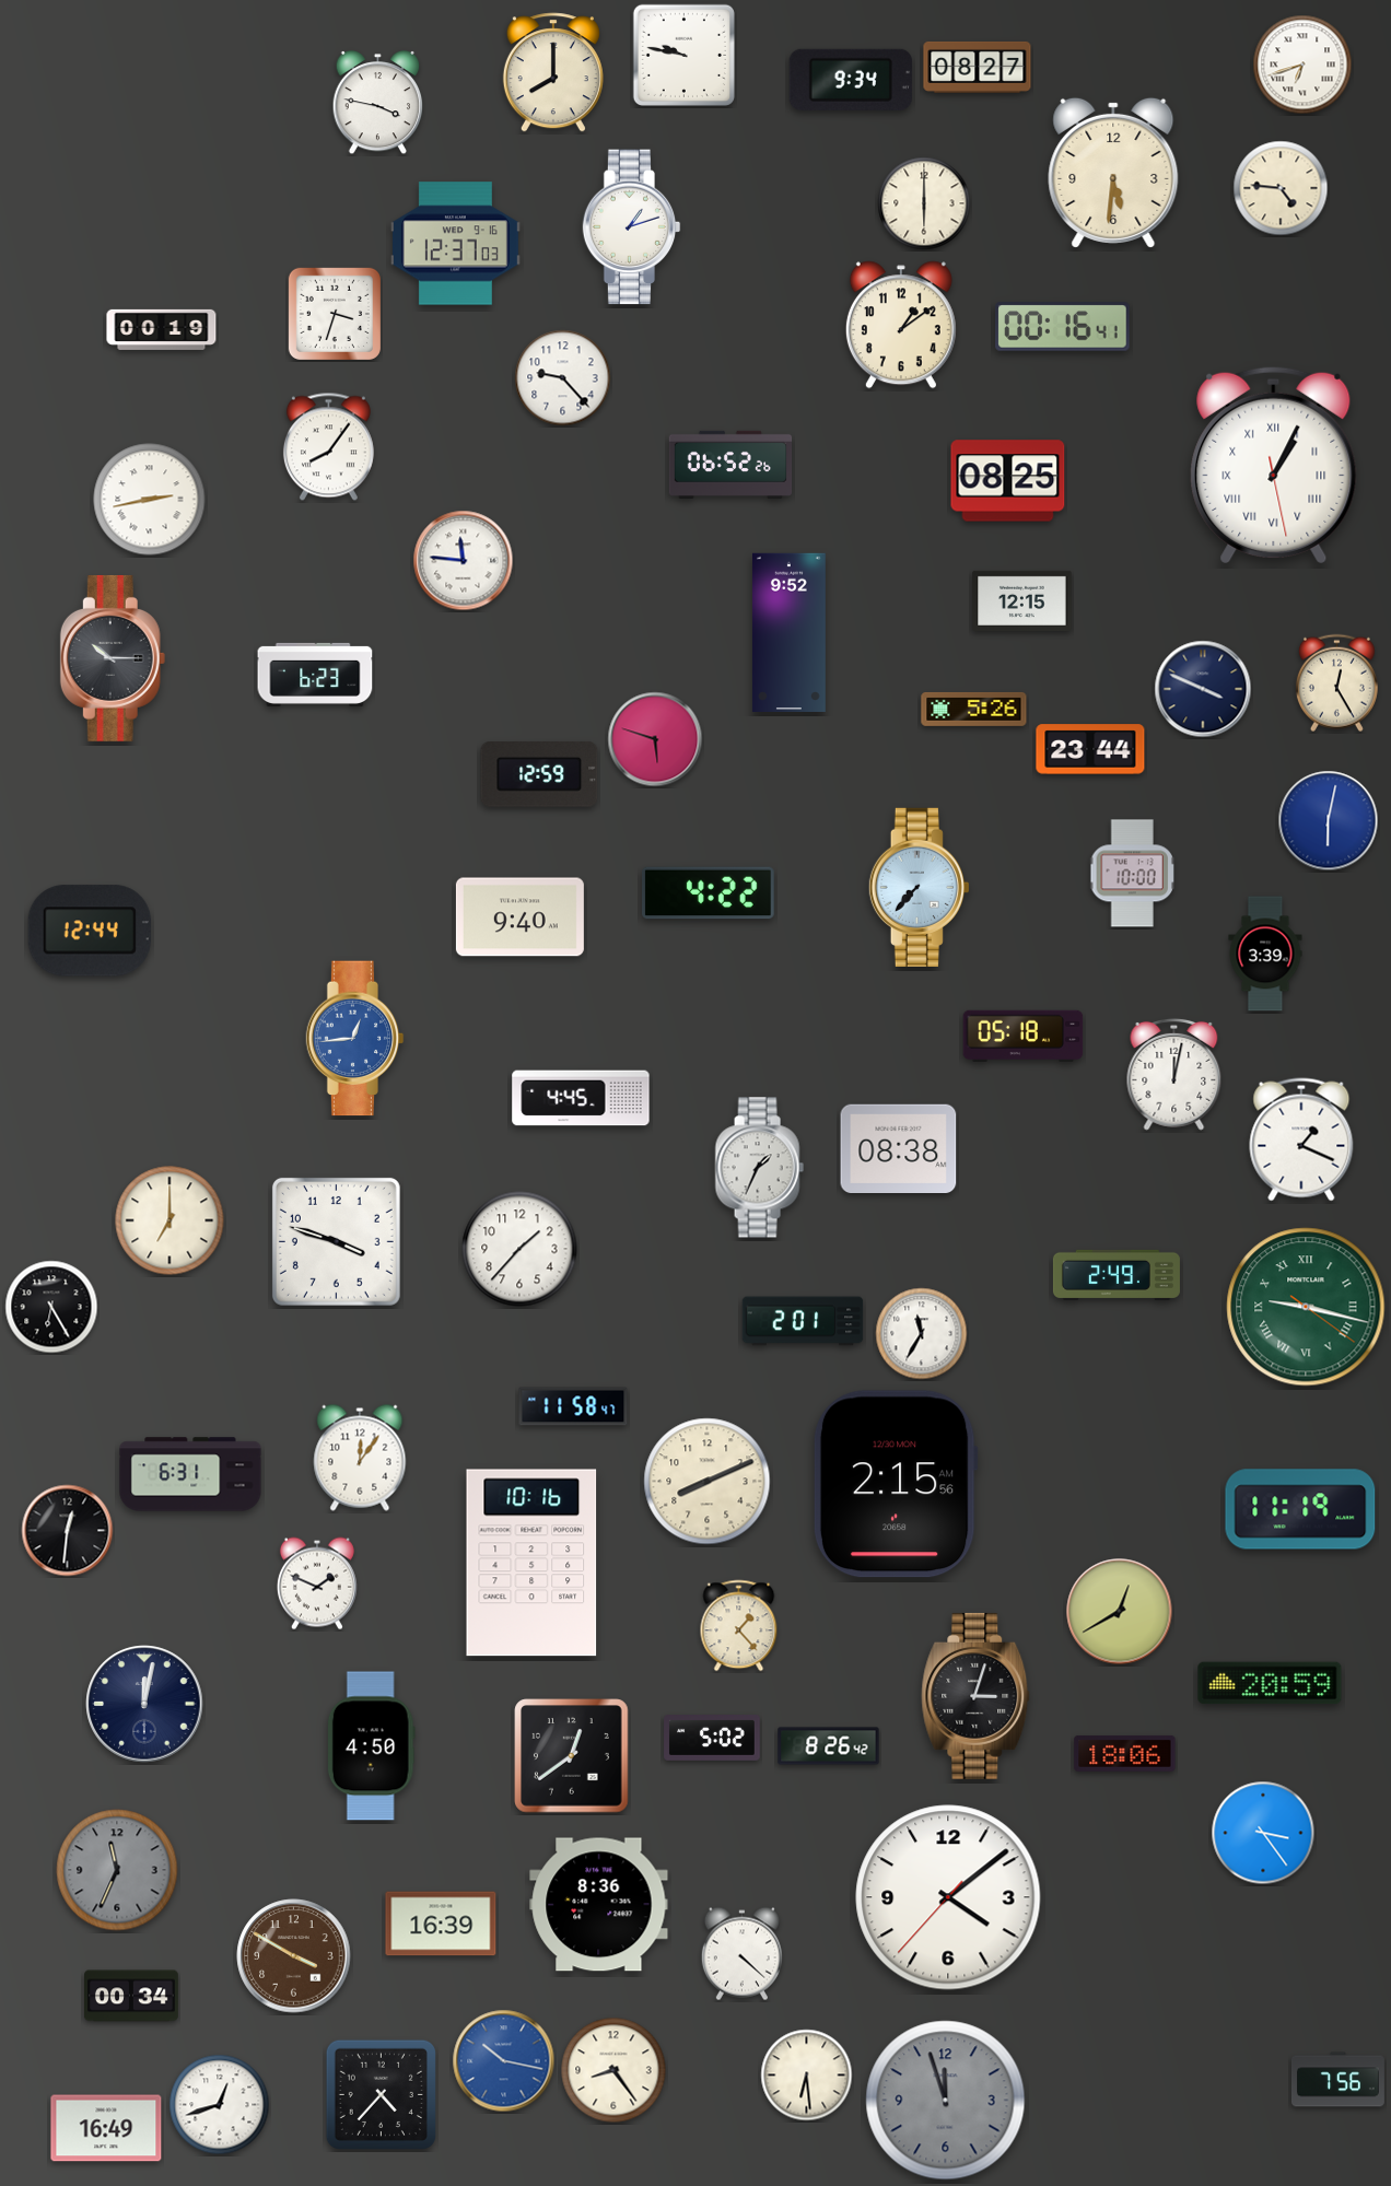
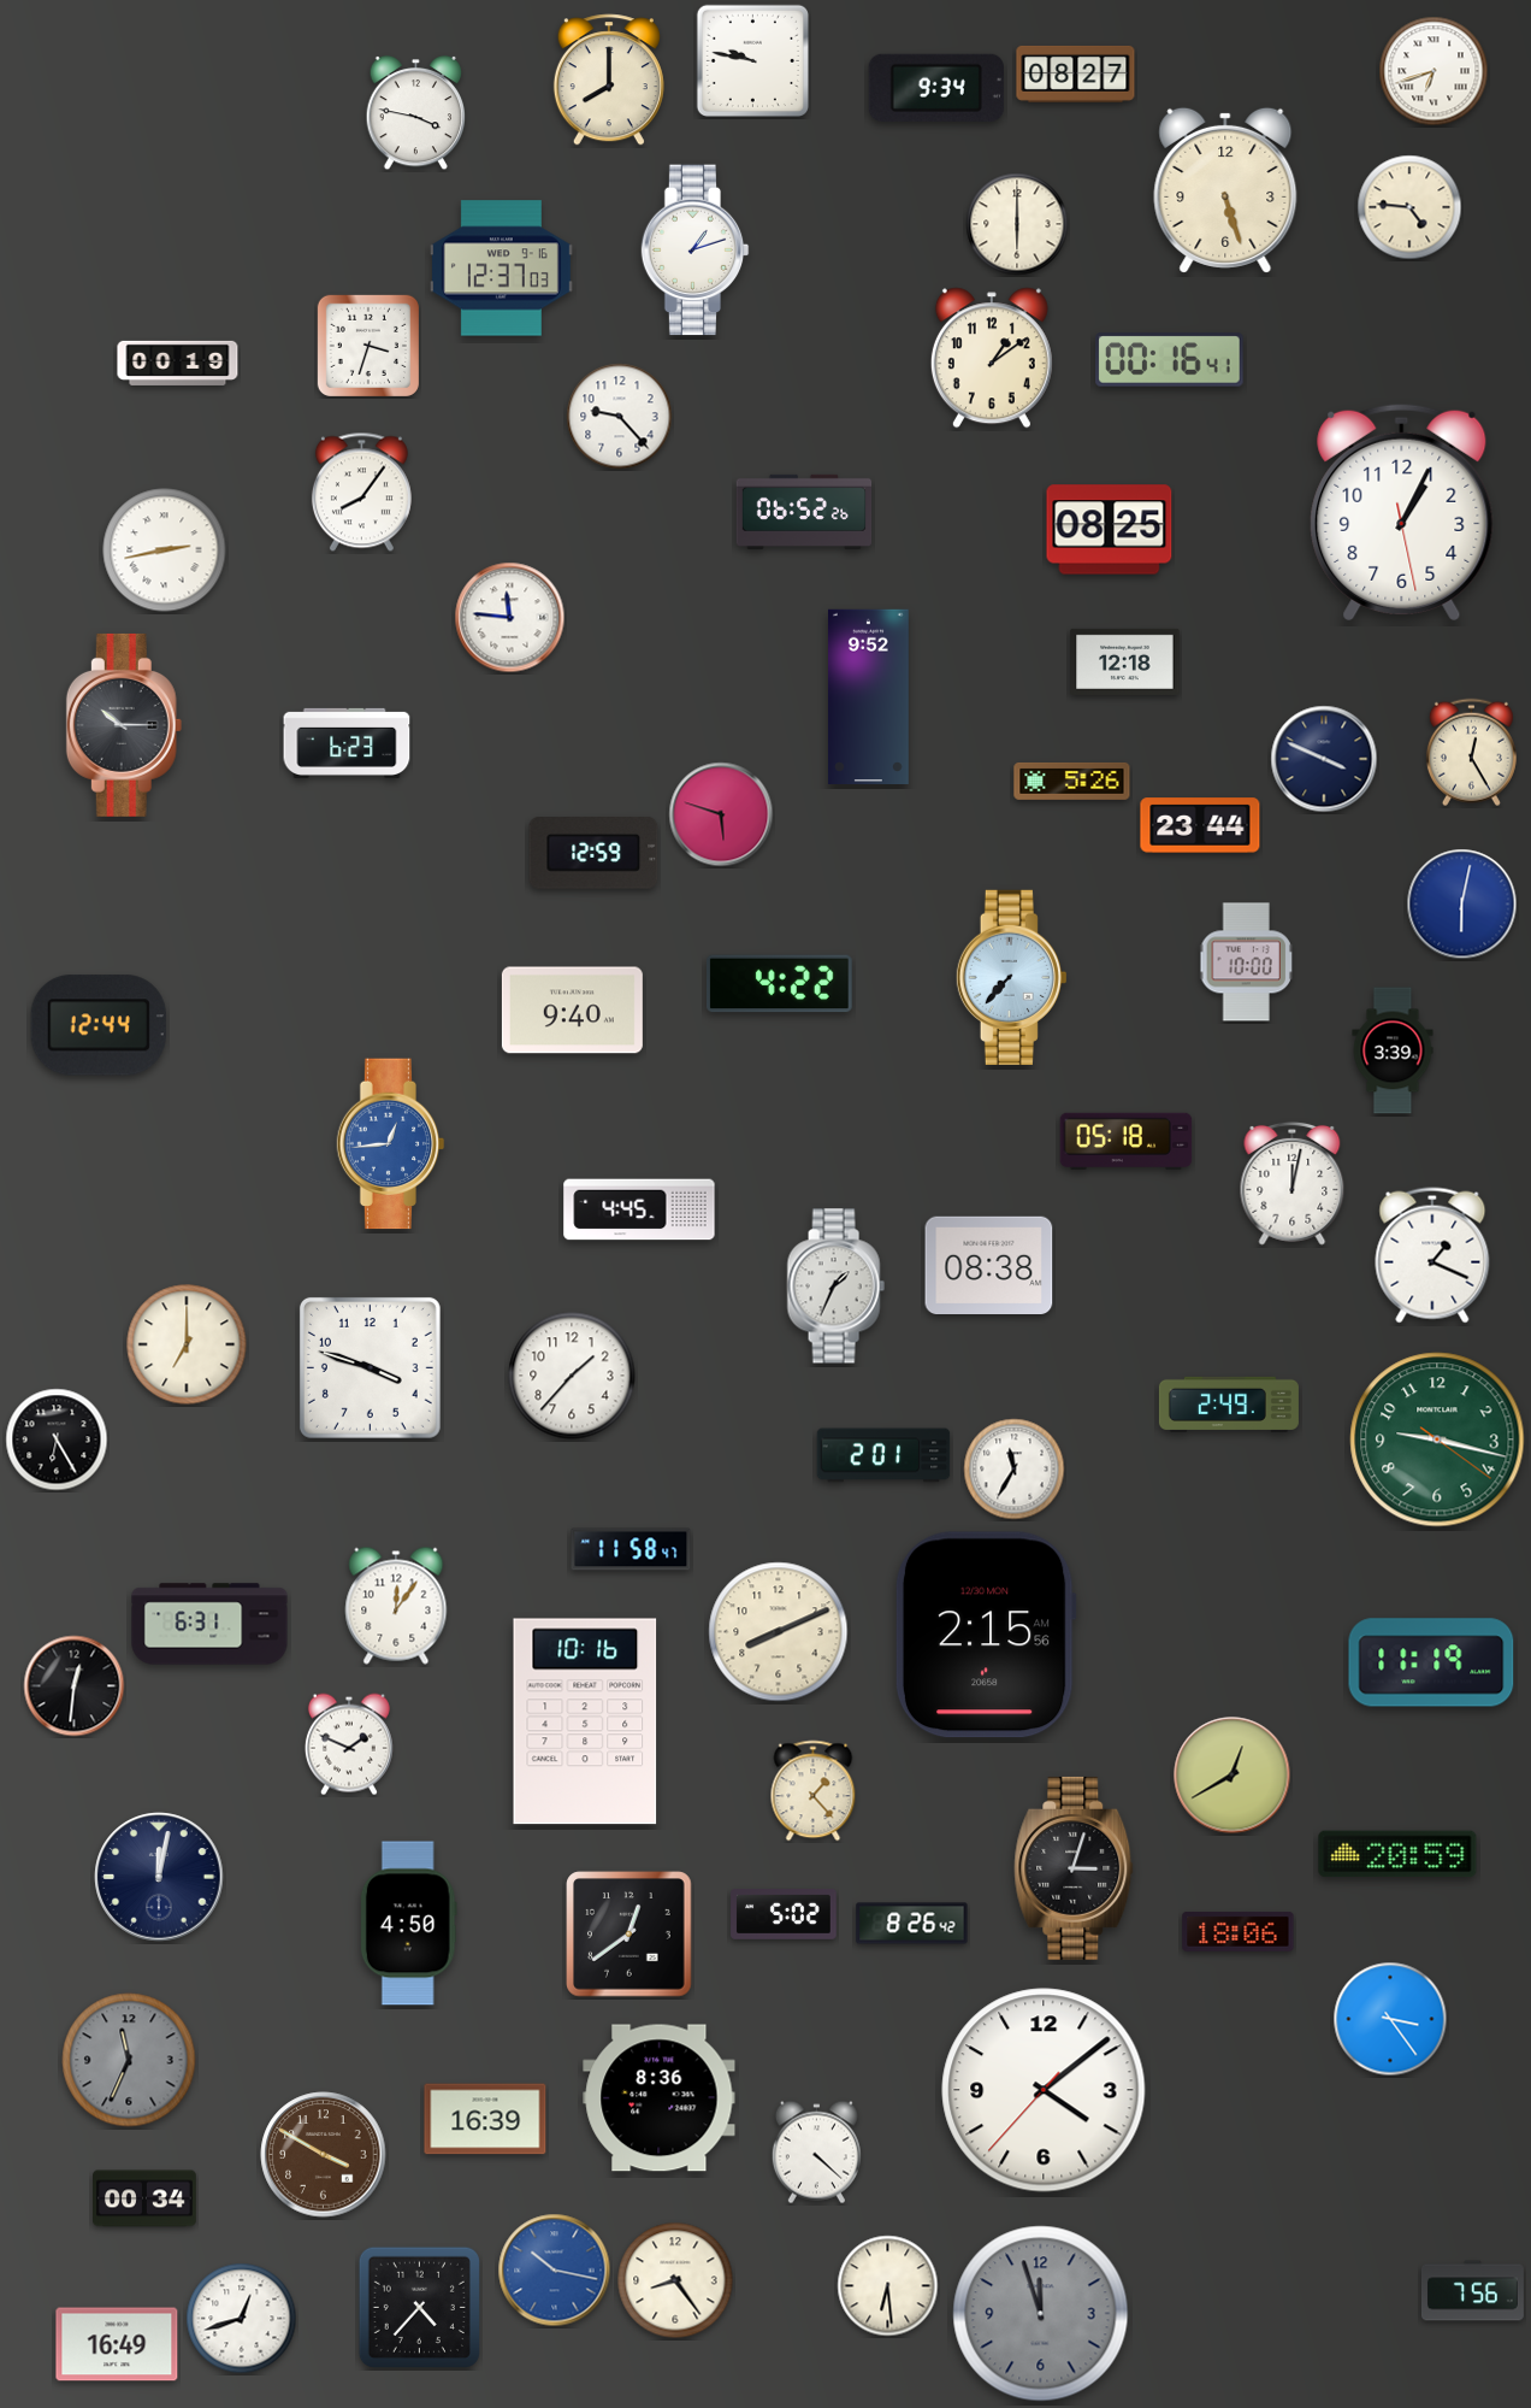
clock at (1113, 173): 5:31 -> 5:27
clock at (1274, 465) numerals: Roman -> Arabic
clock at (1022, 600): 12:15 -> 12:18
clock at (1306, 1307) numerals: Roman -> Arabic
